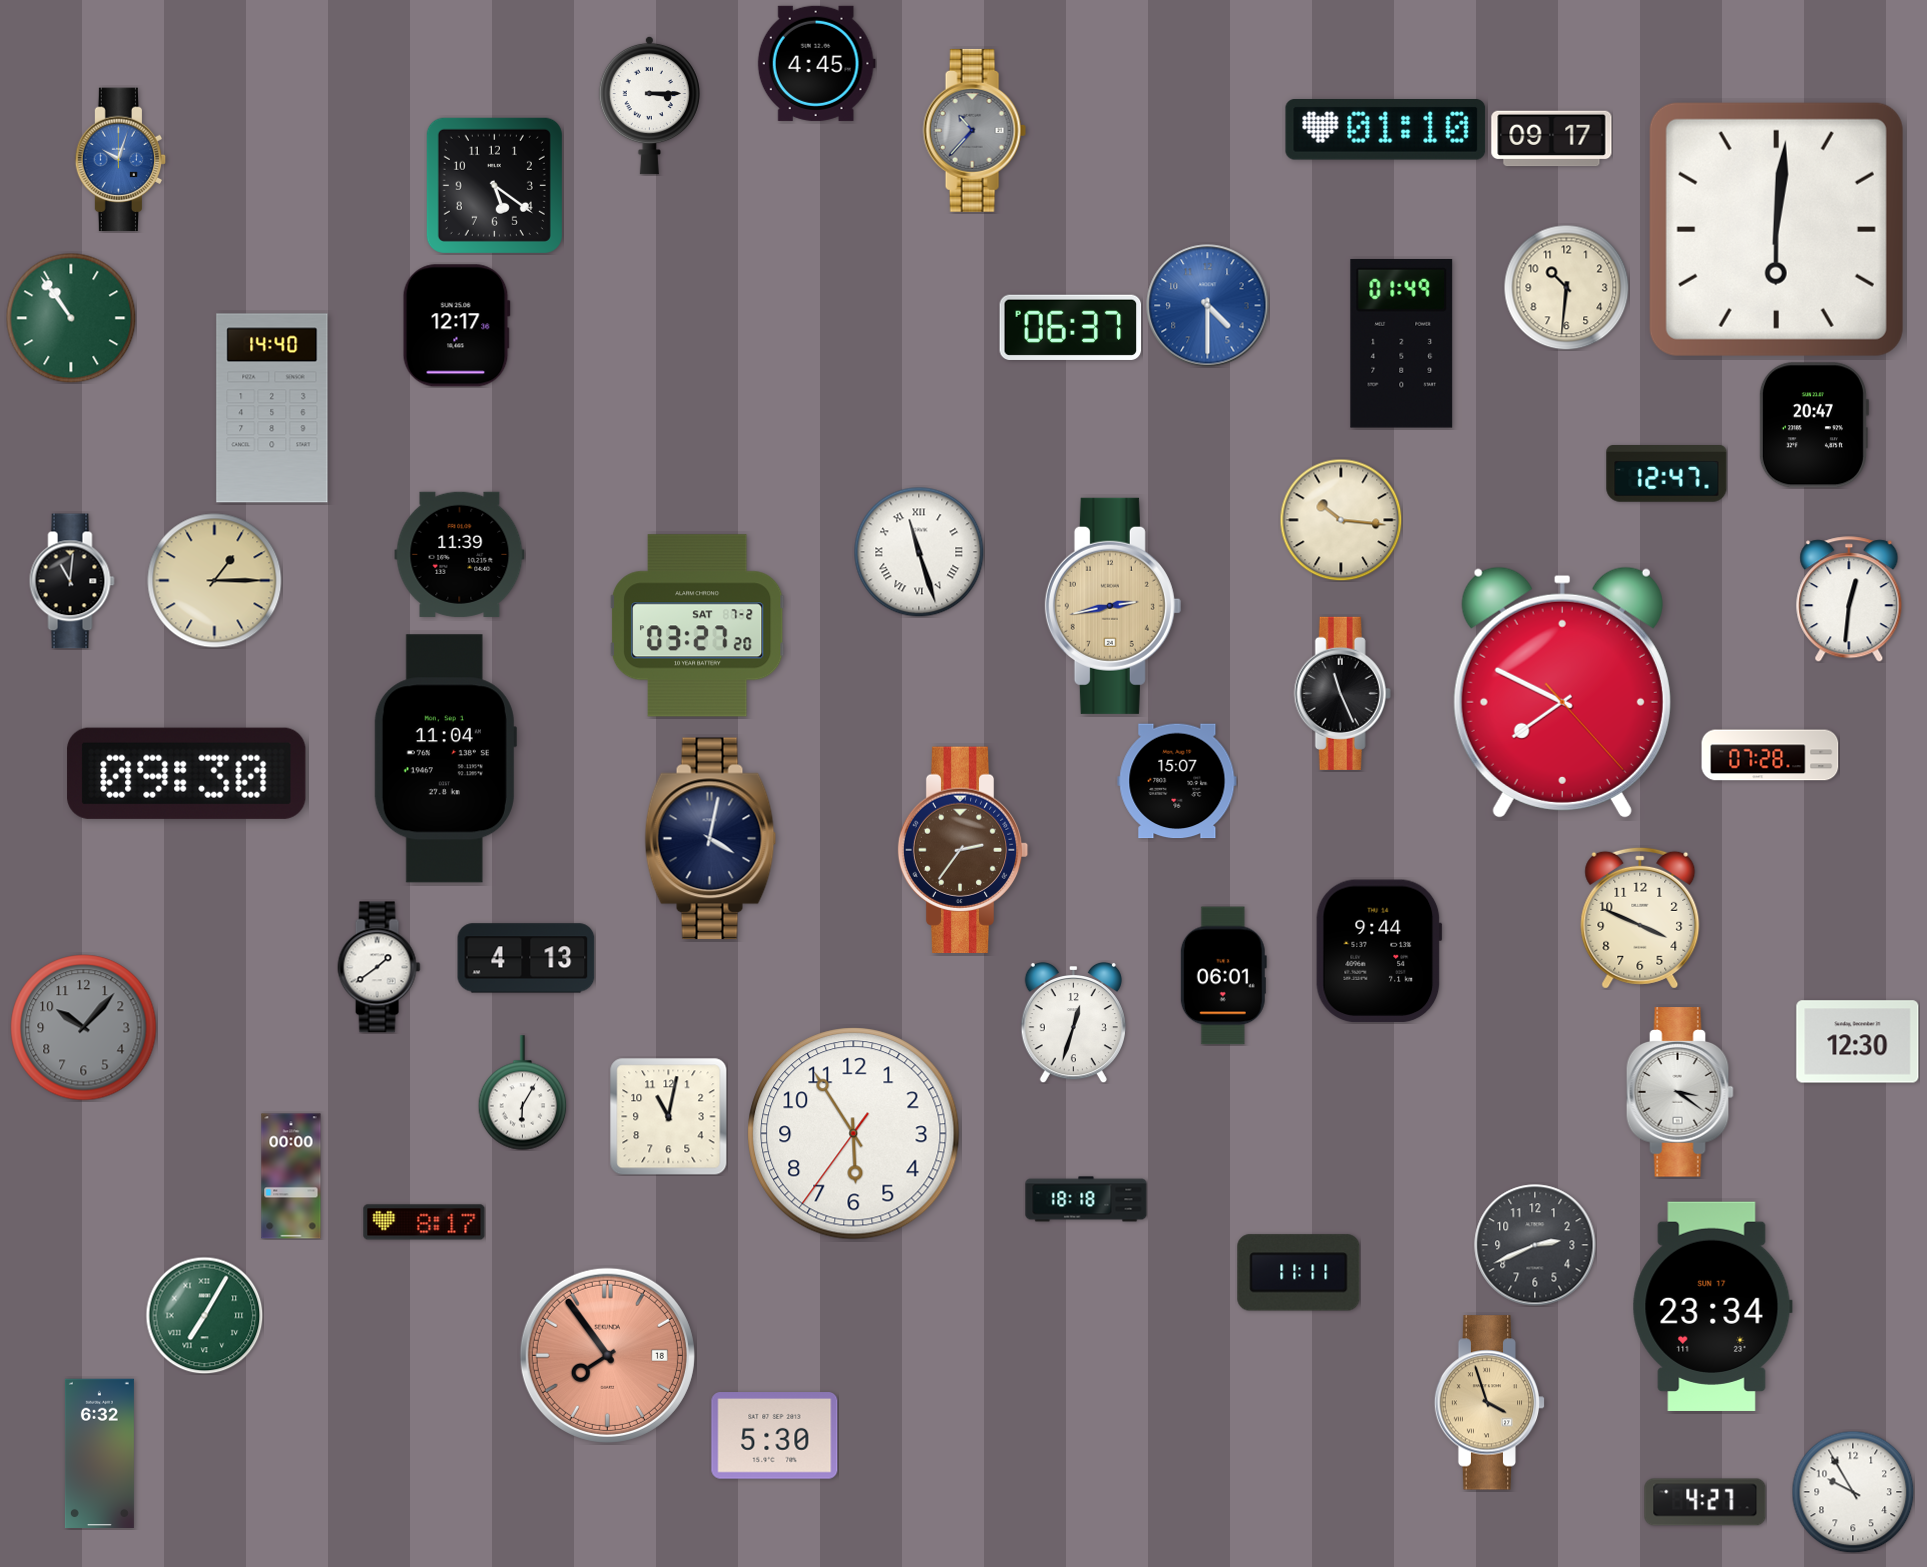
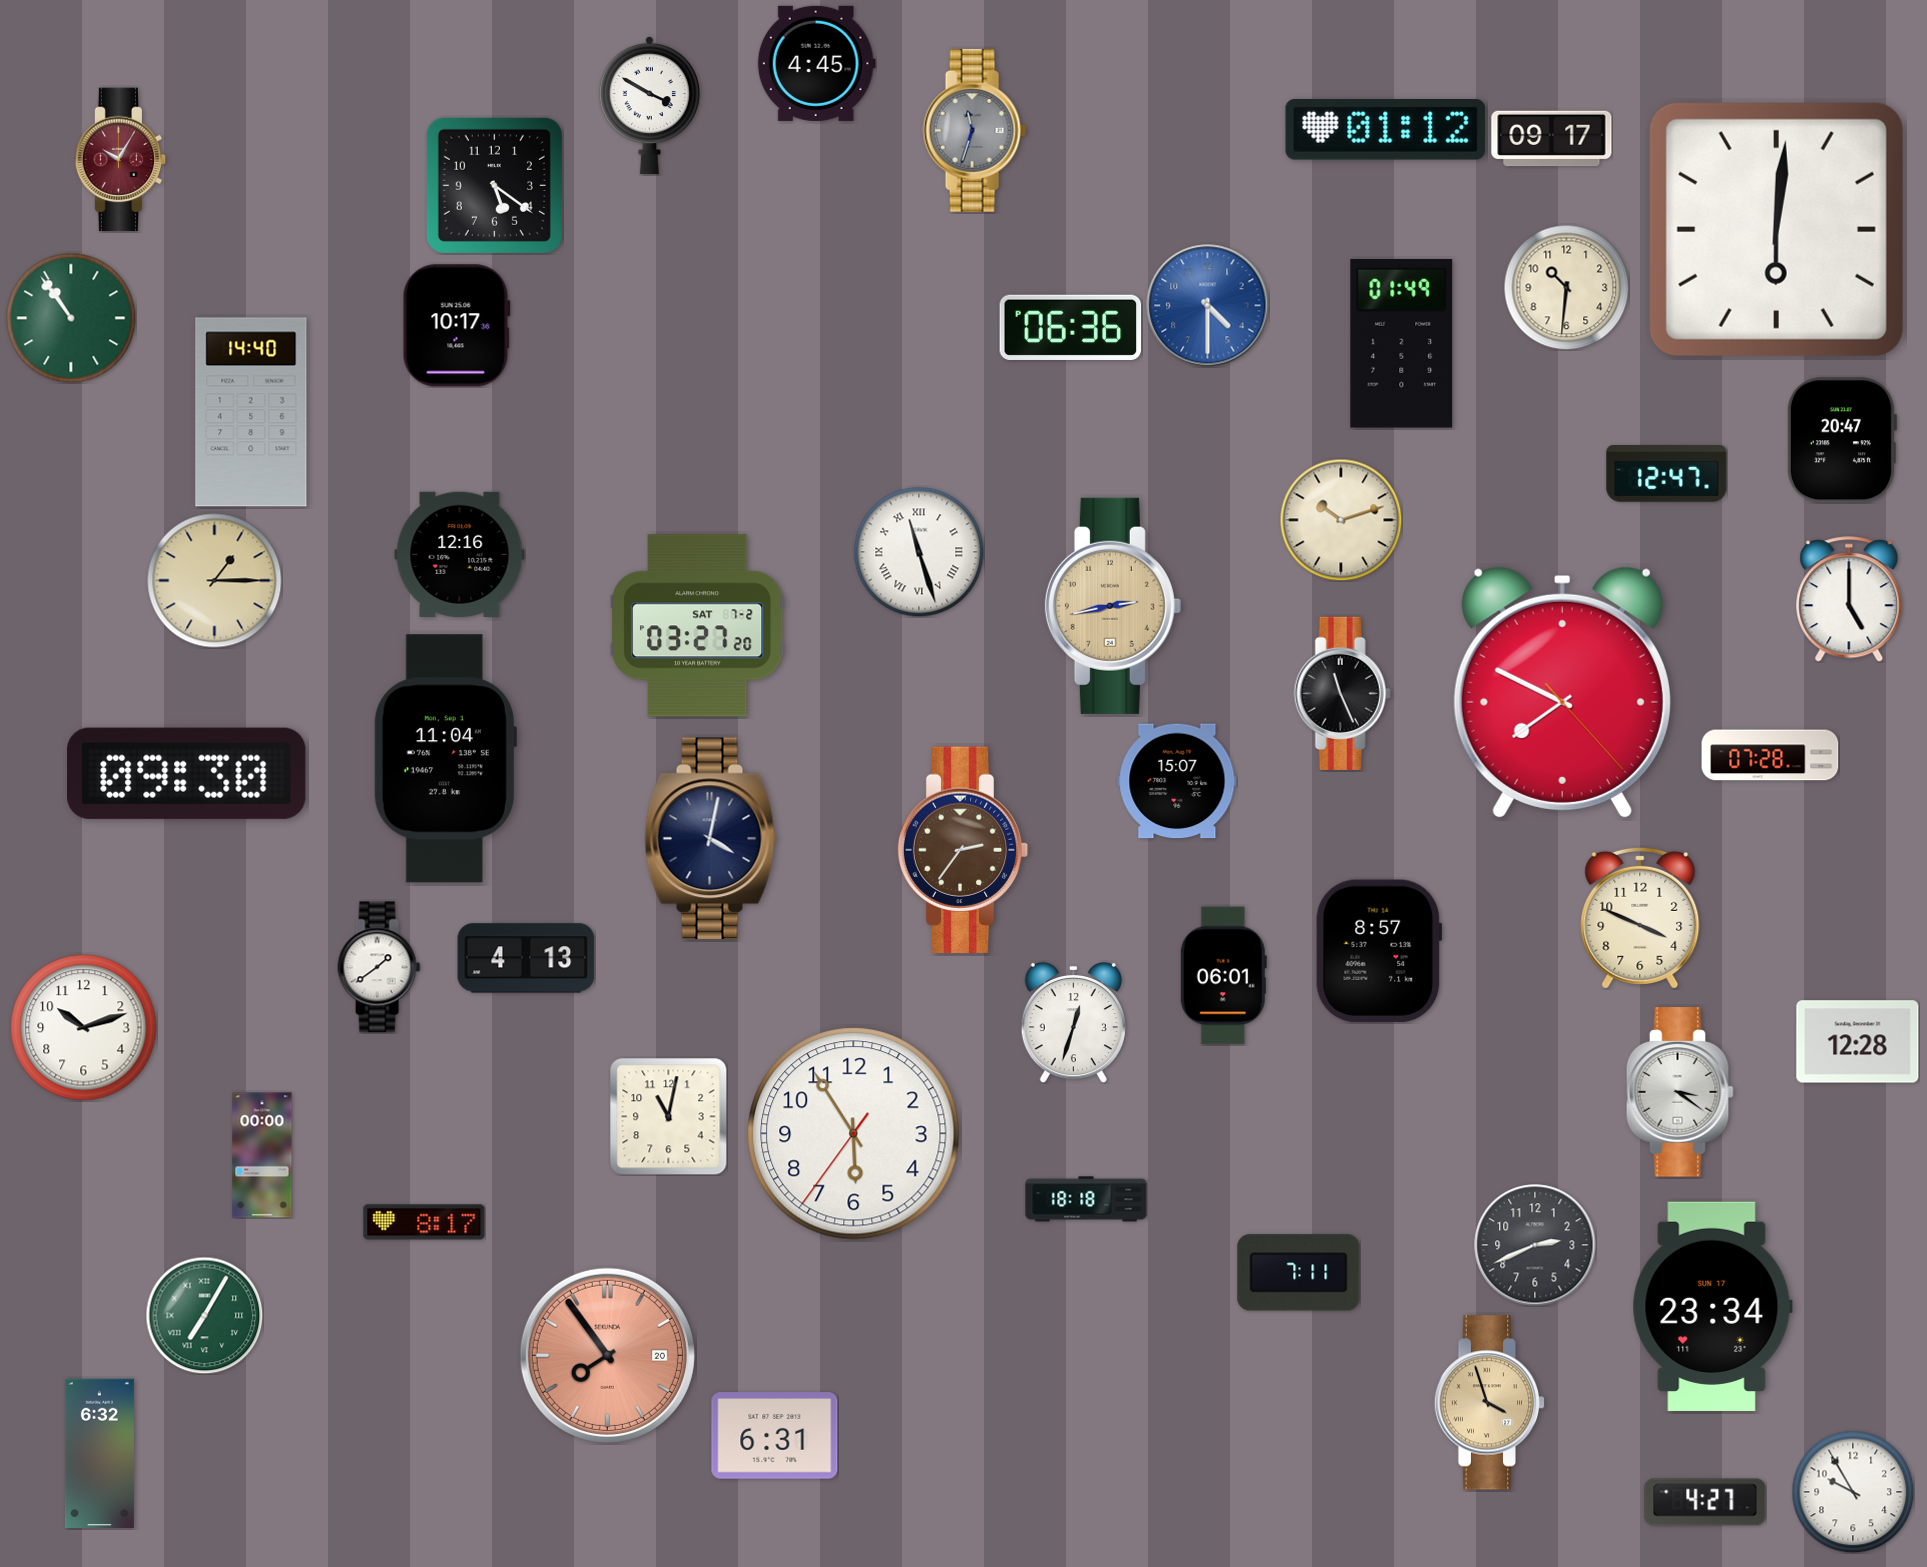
clock at (649, 105): 3:15 -> 3:50
clock at (974, 130): 10:37 -> 11:33
clock at (1386, 130): 01:10 -> 01:12
clock at (121, 160): 10:03 -> 10:05
clock at (121, 160) dial: blue -> burgundy
clock at (456, 326): 12:17 -> 10:17
clock at (1071, 327): 06:37 -> 06:36
clock at (272, 408) position: (272, 408) -> (251, 412)
clock at (1813, 425) position: (1813, 425) -> (1841, 440)
clock at (1341, 520): 10:16 -> 10:12
clock at (460, 554): 11:39 -> 12:16
clock at (72, 581): 11:01 -> none
clock at (1849, 599): 12:31 -> 5:00
clock at (1379, 951): 9:44 -> 8:57
clock at (84, 1028): 10:07 -> 10:12
clock at (84, 1028) dial: grey -> white
clock at (1858, 1042): 12:30 -> 12:28
clock at (523, 1093): 6:05 -> none
clock at (291, 1176) position: (291, 1176) -> (262, 1155)
clock at (1299, 1273): 11:11 -> 7:11
clock at (607, 1355) date: 18 -> 20
clock at (775, 1436): 5:30 -> 6:31
